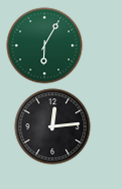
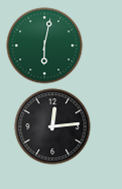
clock at (45, 46): 6:05 -> 6:02
